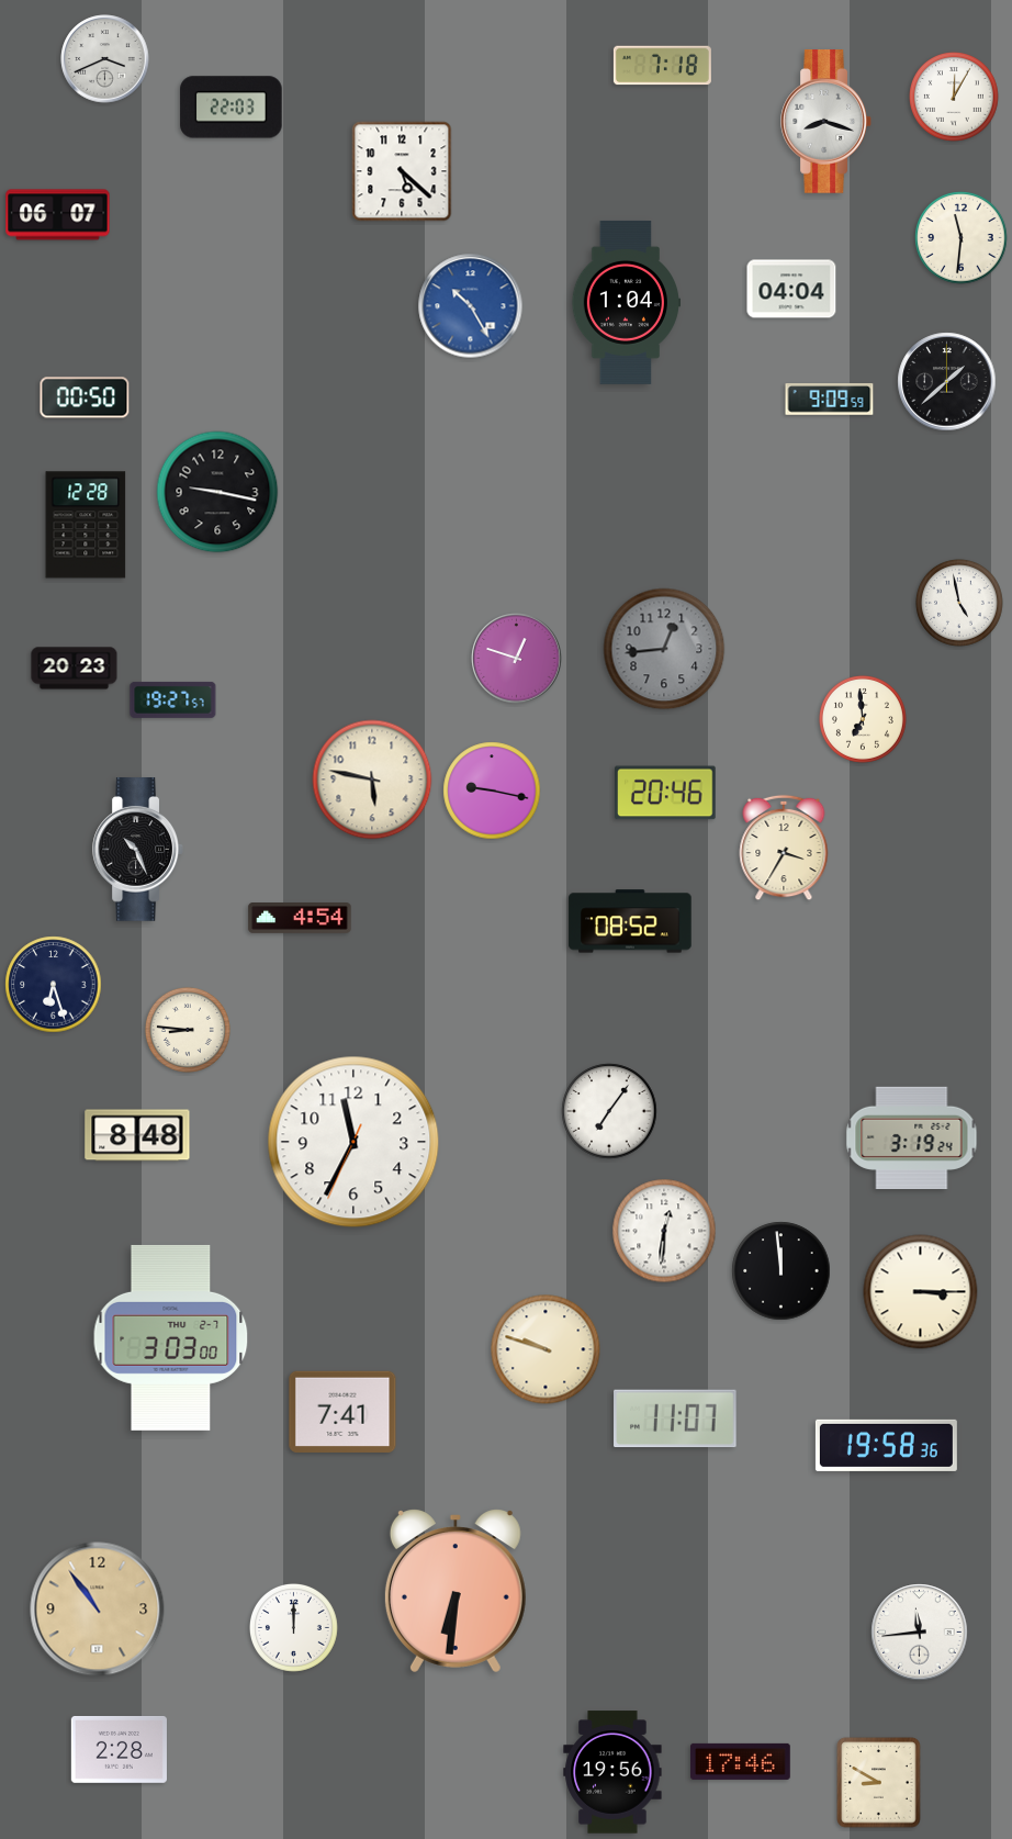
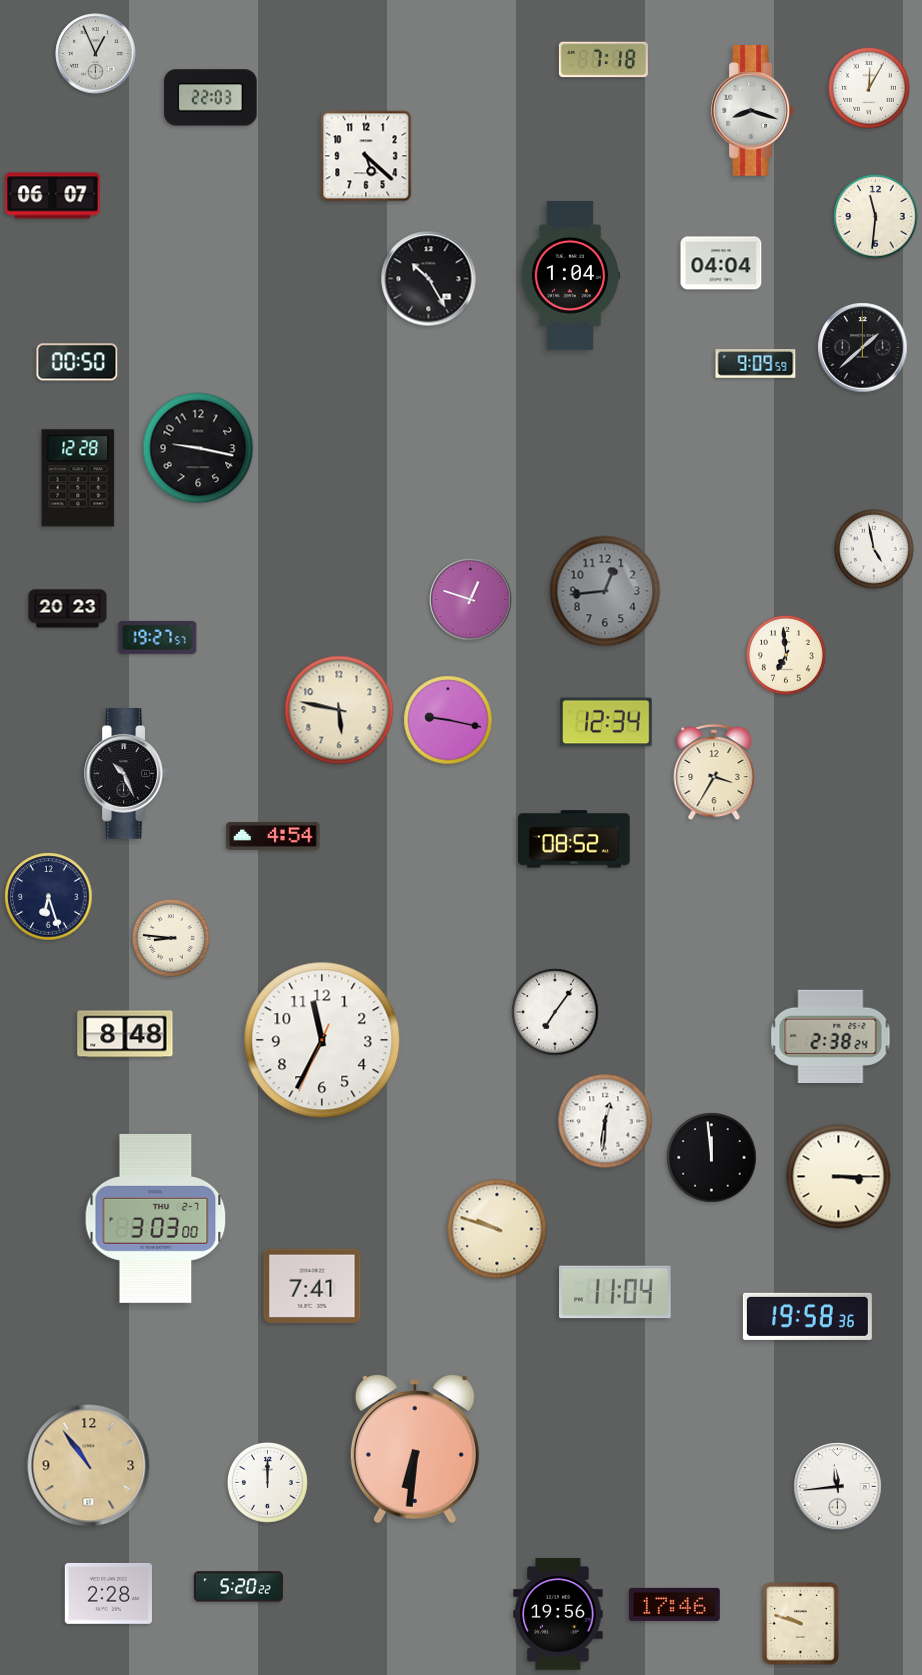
clock at (105, 59): 3:41 -> 12:56
clock at (471, 306) dial: blue -> black
clock at (665, 793): 20:46 -> 12:34
clock at (912, 1137): 3:19 -> 2:38
clock at (675, 1419): 11:07 -> 11:04
clock at (238, 1587): none -> 5:20
clock at (879, 1783): 8:50 -> 9:48
